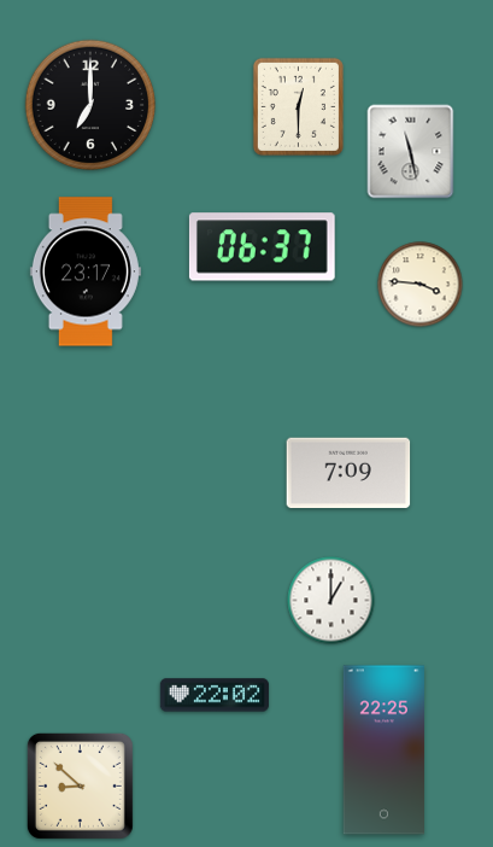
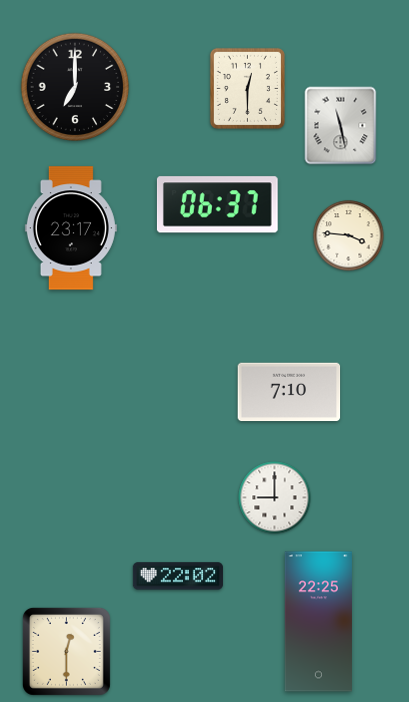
clock at (86, 271) position: (86, 271) -> (71, 228)
clock at (348, 473): 7:09 -> 7:10
clock at (331, 601): 1:00 -> 9:00
clock at (80, 785): 8:52 -> 12:30
